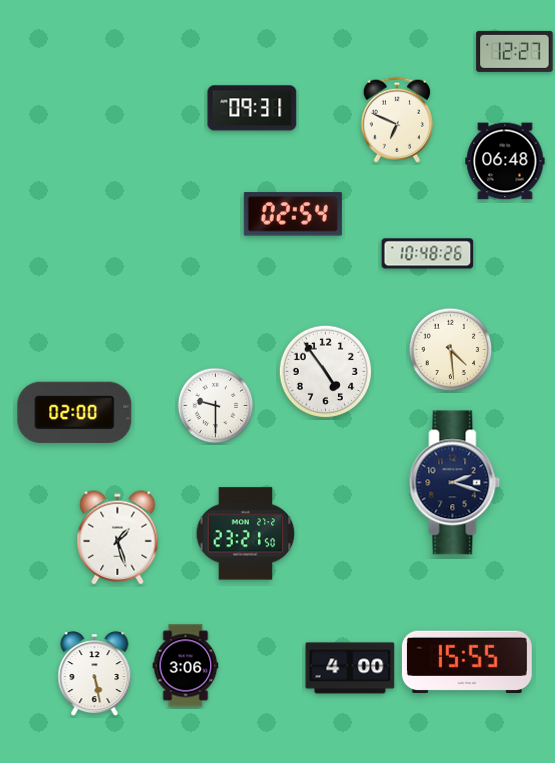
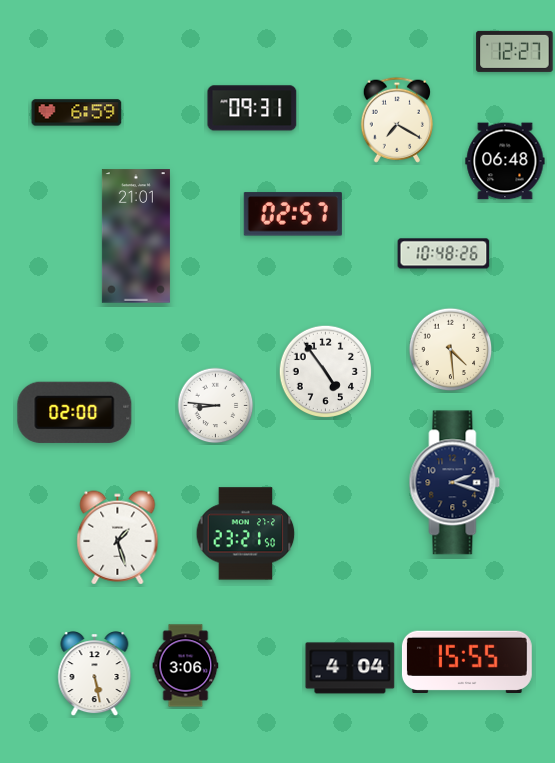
clock at (77, 113): none -> 6:59
clock at (397, 120): 6:49 -> 7:20
clock at (293, 214): 02:54 -> 02:57
clock at (136, 236): none -> 21:01
clock at (428, 254) position: (428, 254) -> (444, 254)
clock at (216, 406): 9:30 -> 8:46
clock at (350, 668): 4:00 -> 4:04
